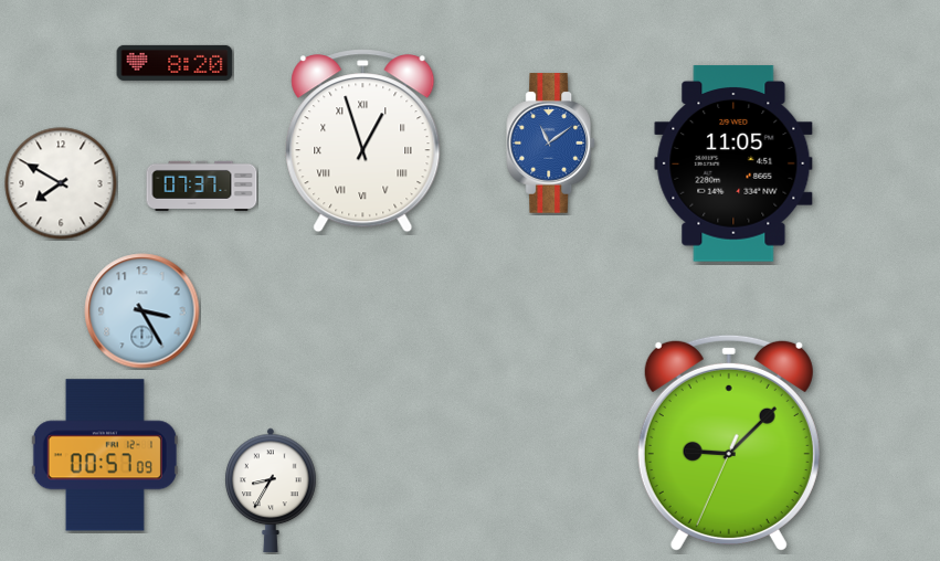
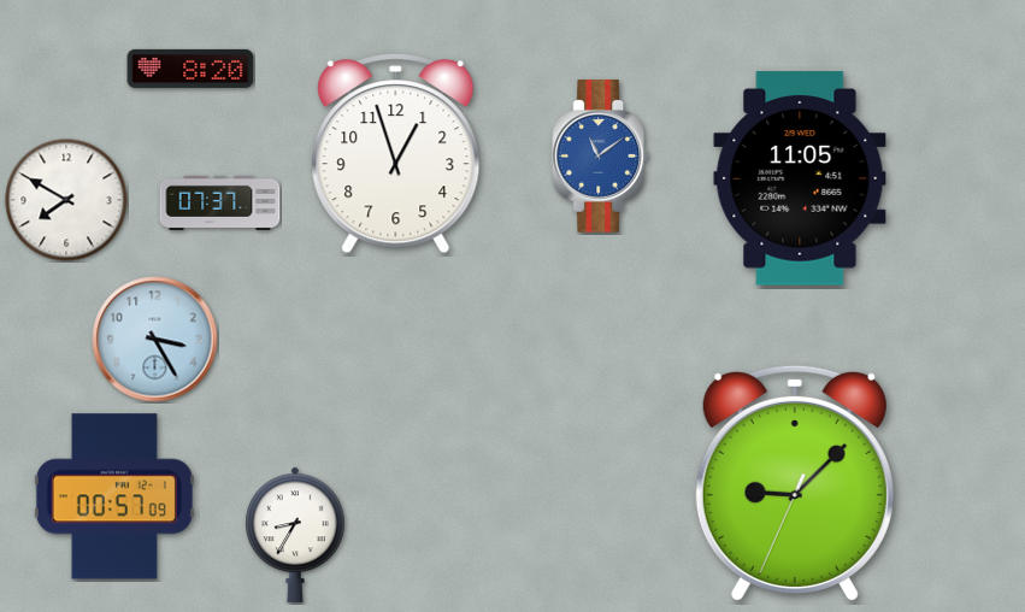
clock at (363, 141) numerals: Roman -> Arabic
